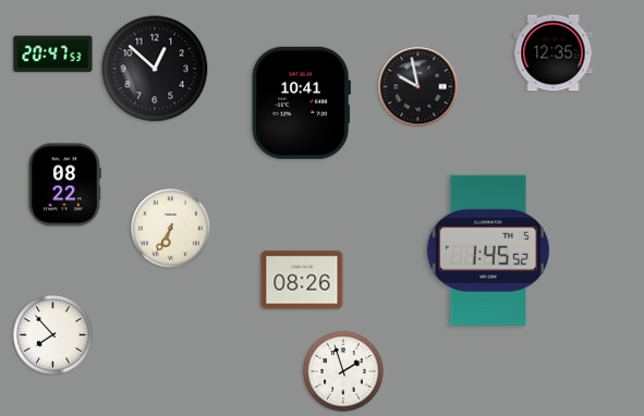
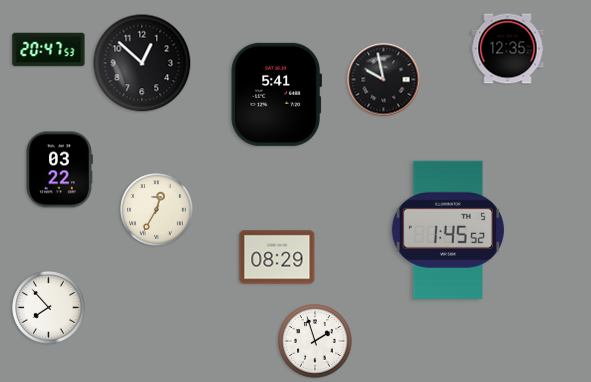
clock at (301, 102): 10:41 -> 5:41
clock at (64, 185): 08:22 -> 03:22
clock at (171, 229): 6:35 -> 12:35
clock at (302, 280): 08:26 -> 08:29
